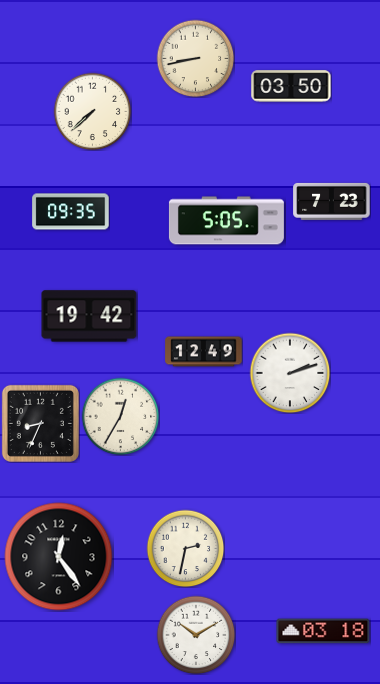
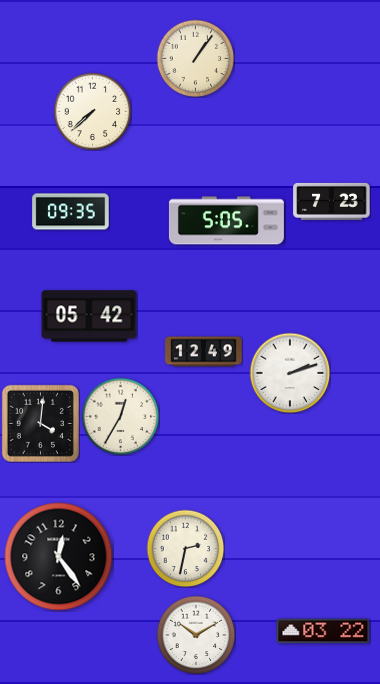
clock at (195, 58): 8:43 -> 1:06
clock at (291, 86): 03:50 -> none
clock at (89, 316): 19:42 -> 05:42
clock at (40, 423): 8:34 -> 4:01
clock at (323, 631): 03:18 -> 03:22
